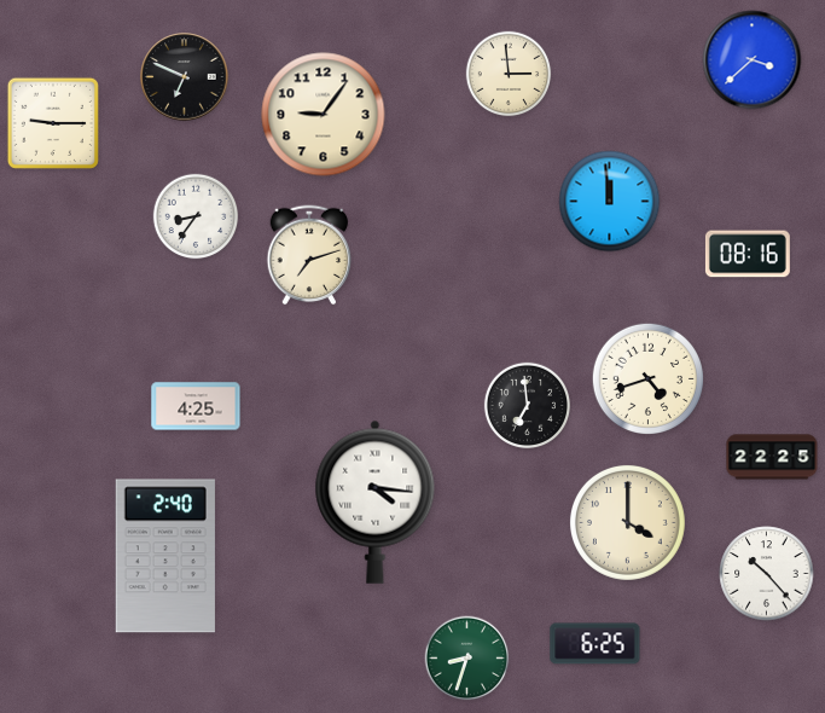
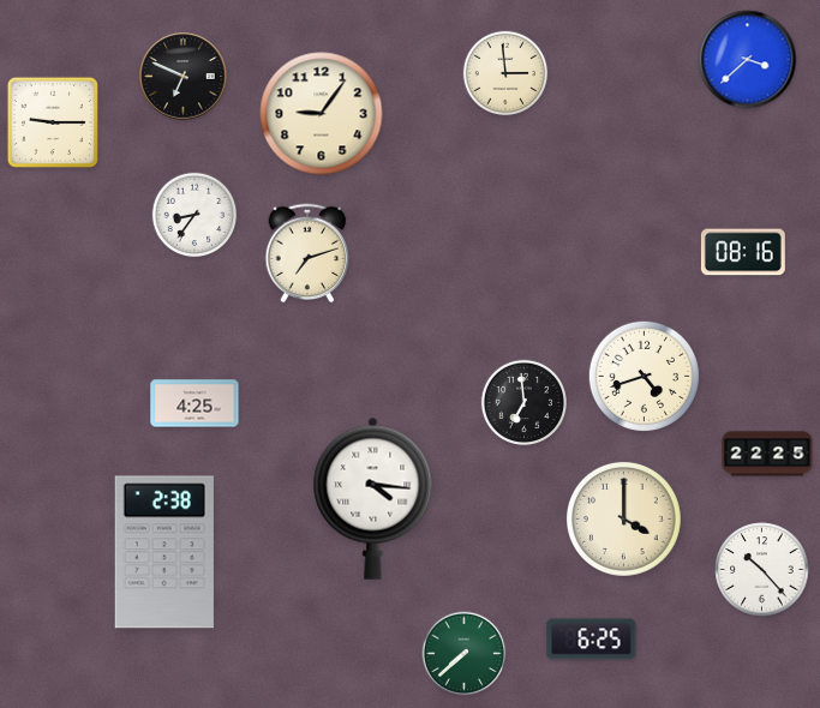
clock at (610, 202): 11:59 -> none
clock at (165, 556): 2:40 -> 2:38
clock at (467, 659): 8:33 -> 7:38
